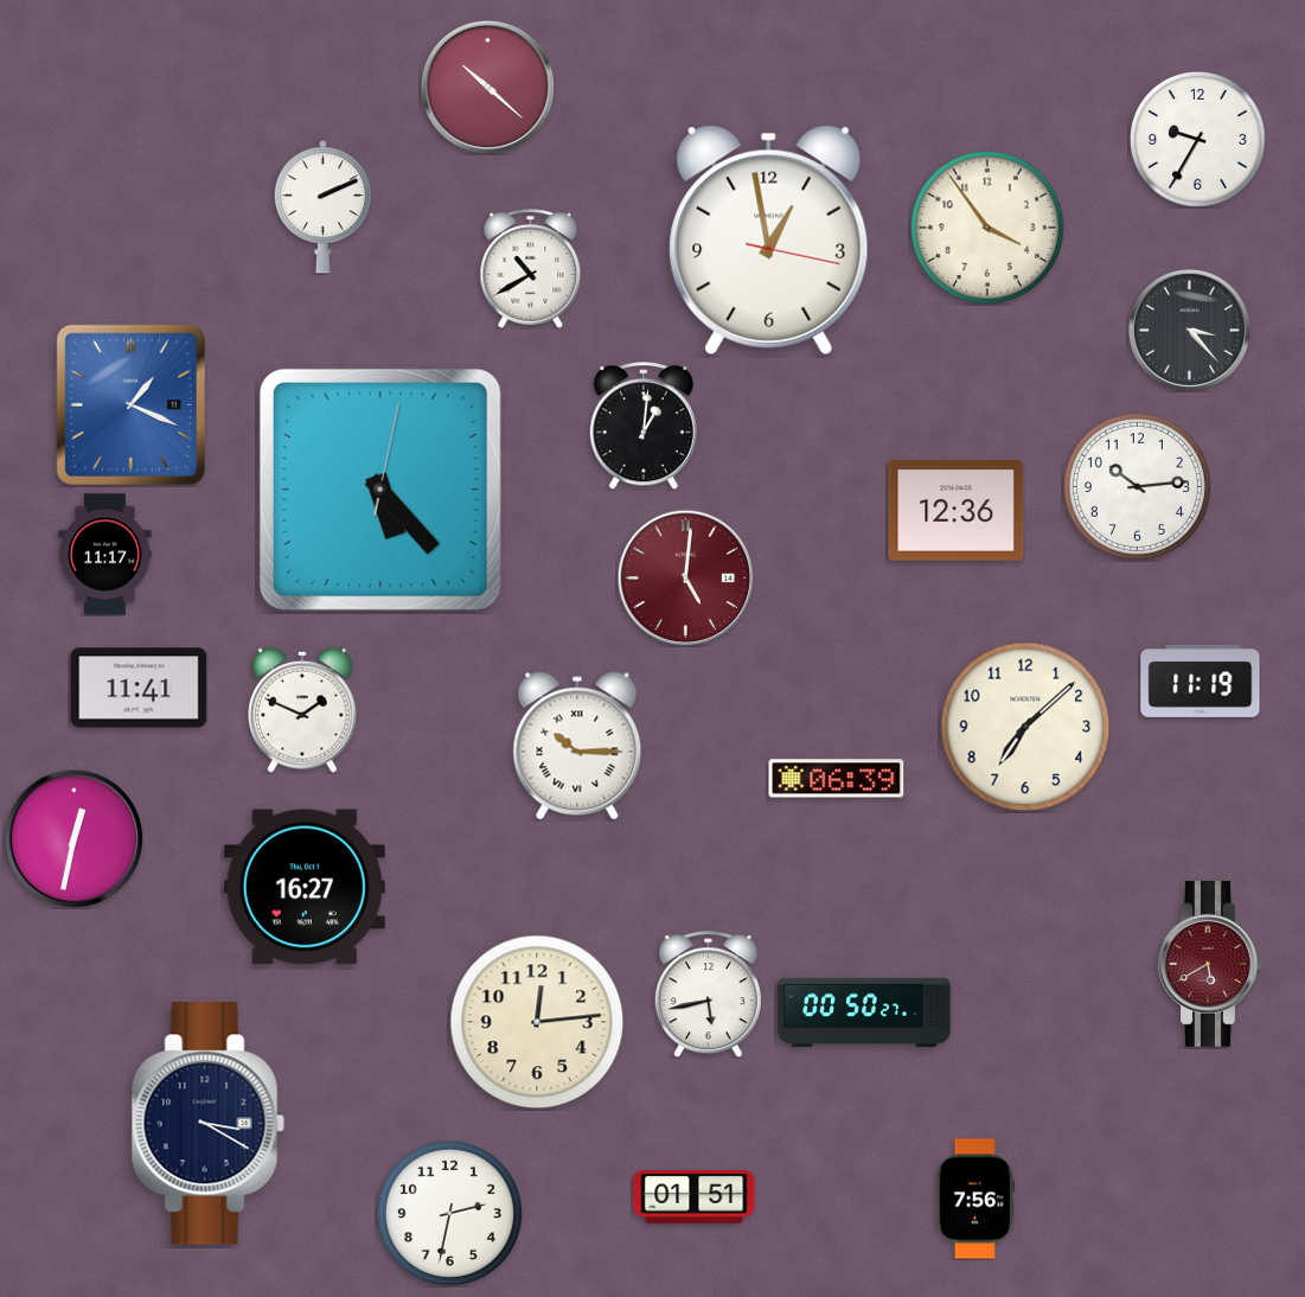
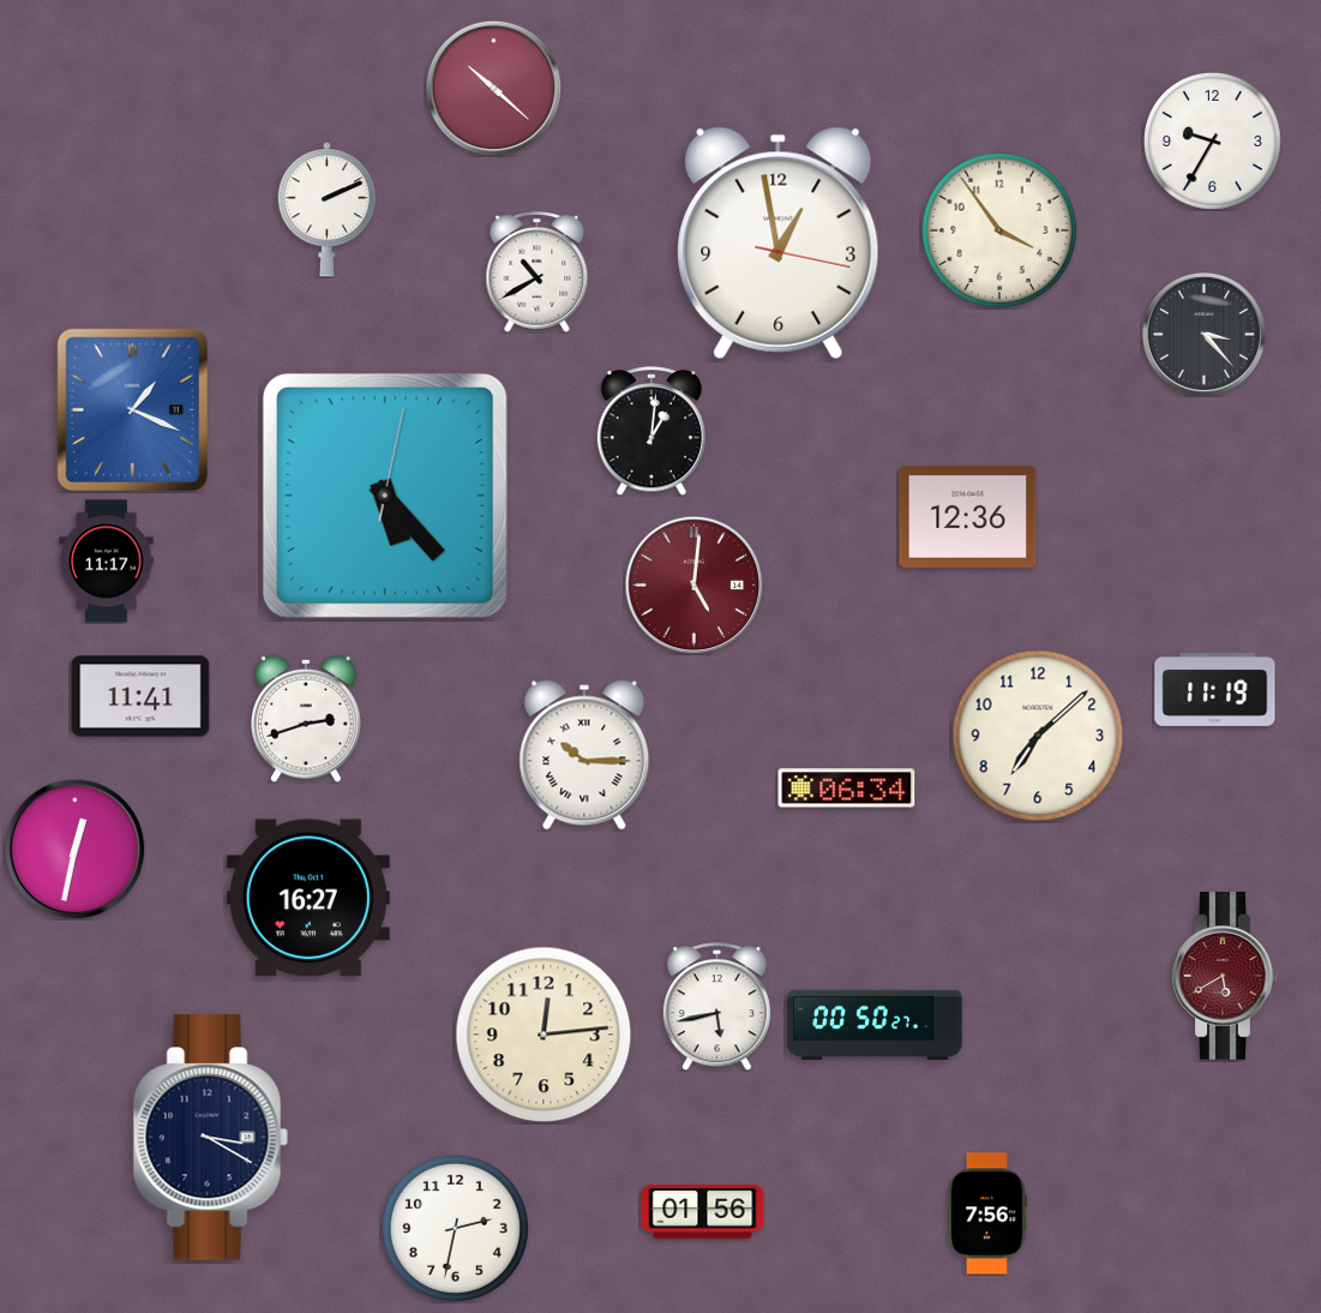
clock at (1137, 486): 10:14 -> none
clock at (303, 710): 1:49 -> 2:42
clock at (837, 779): 06:39 -> 06:34
clock at (695, 1197): 01:51 -> 01:56
